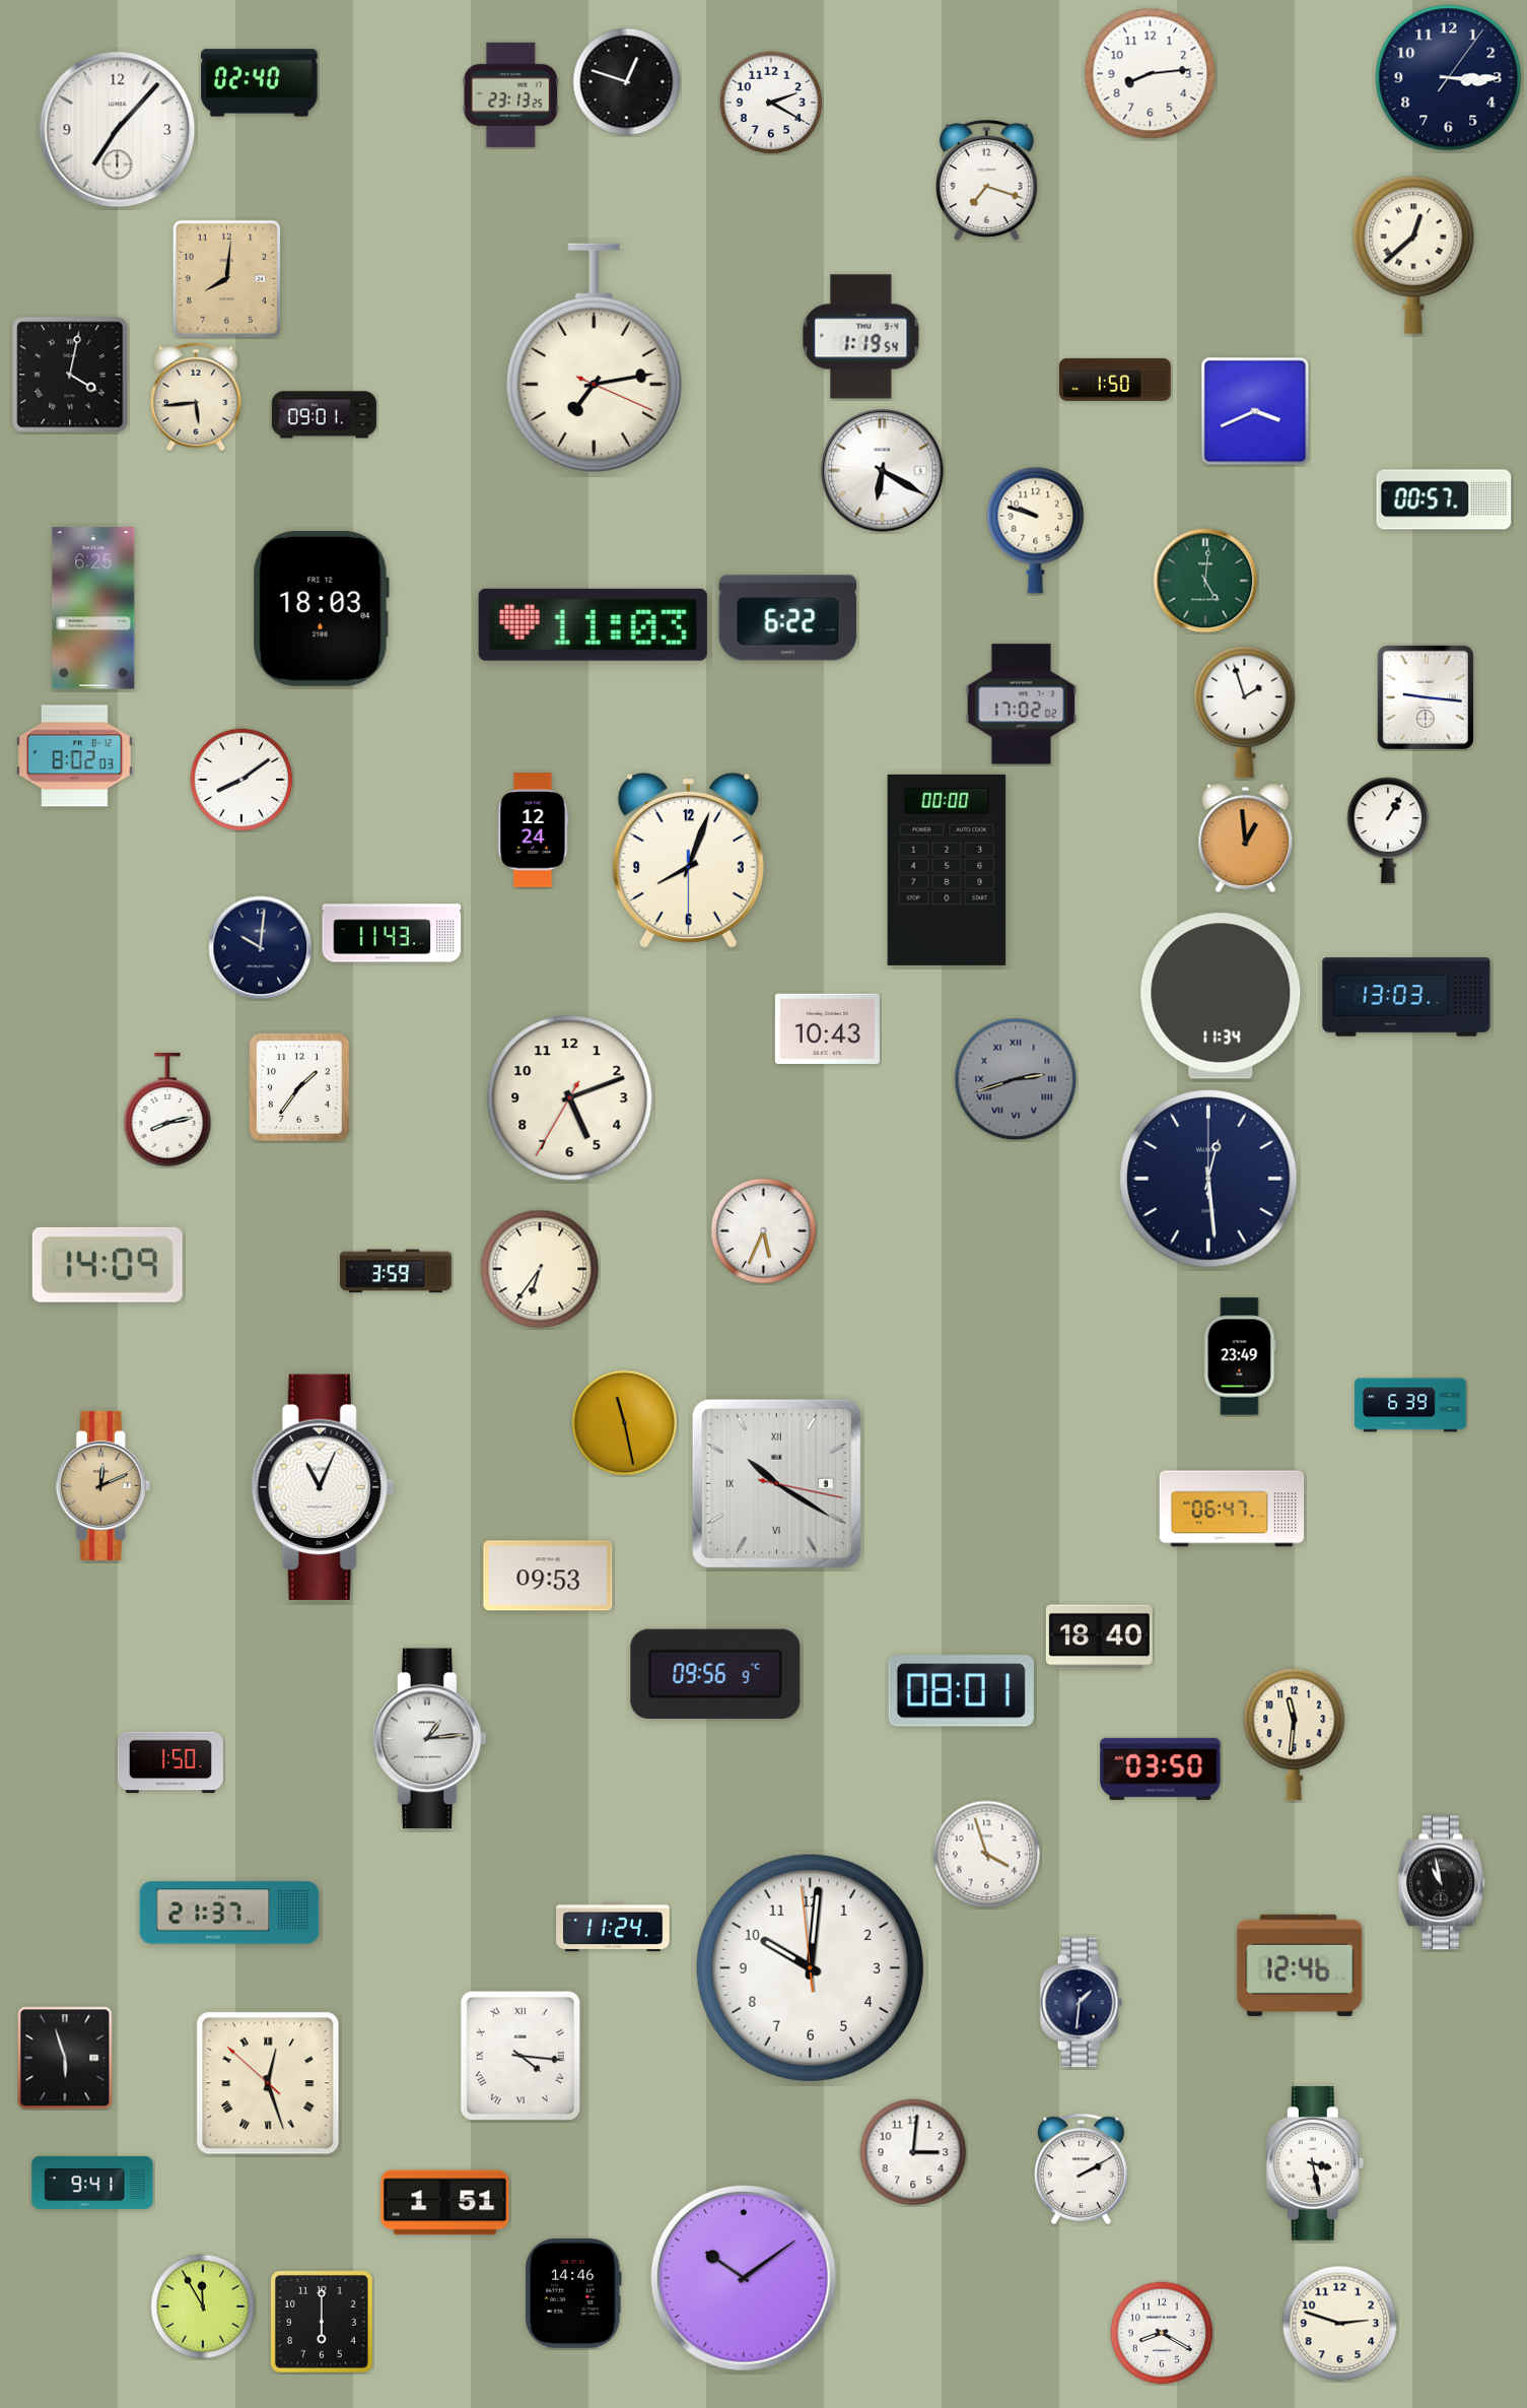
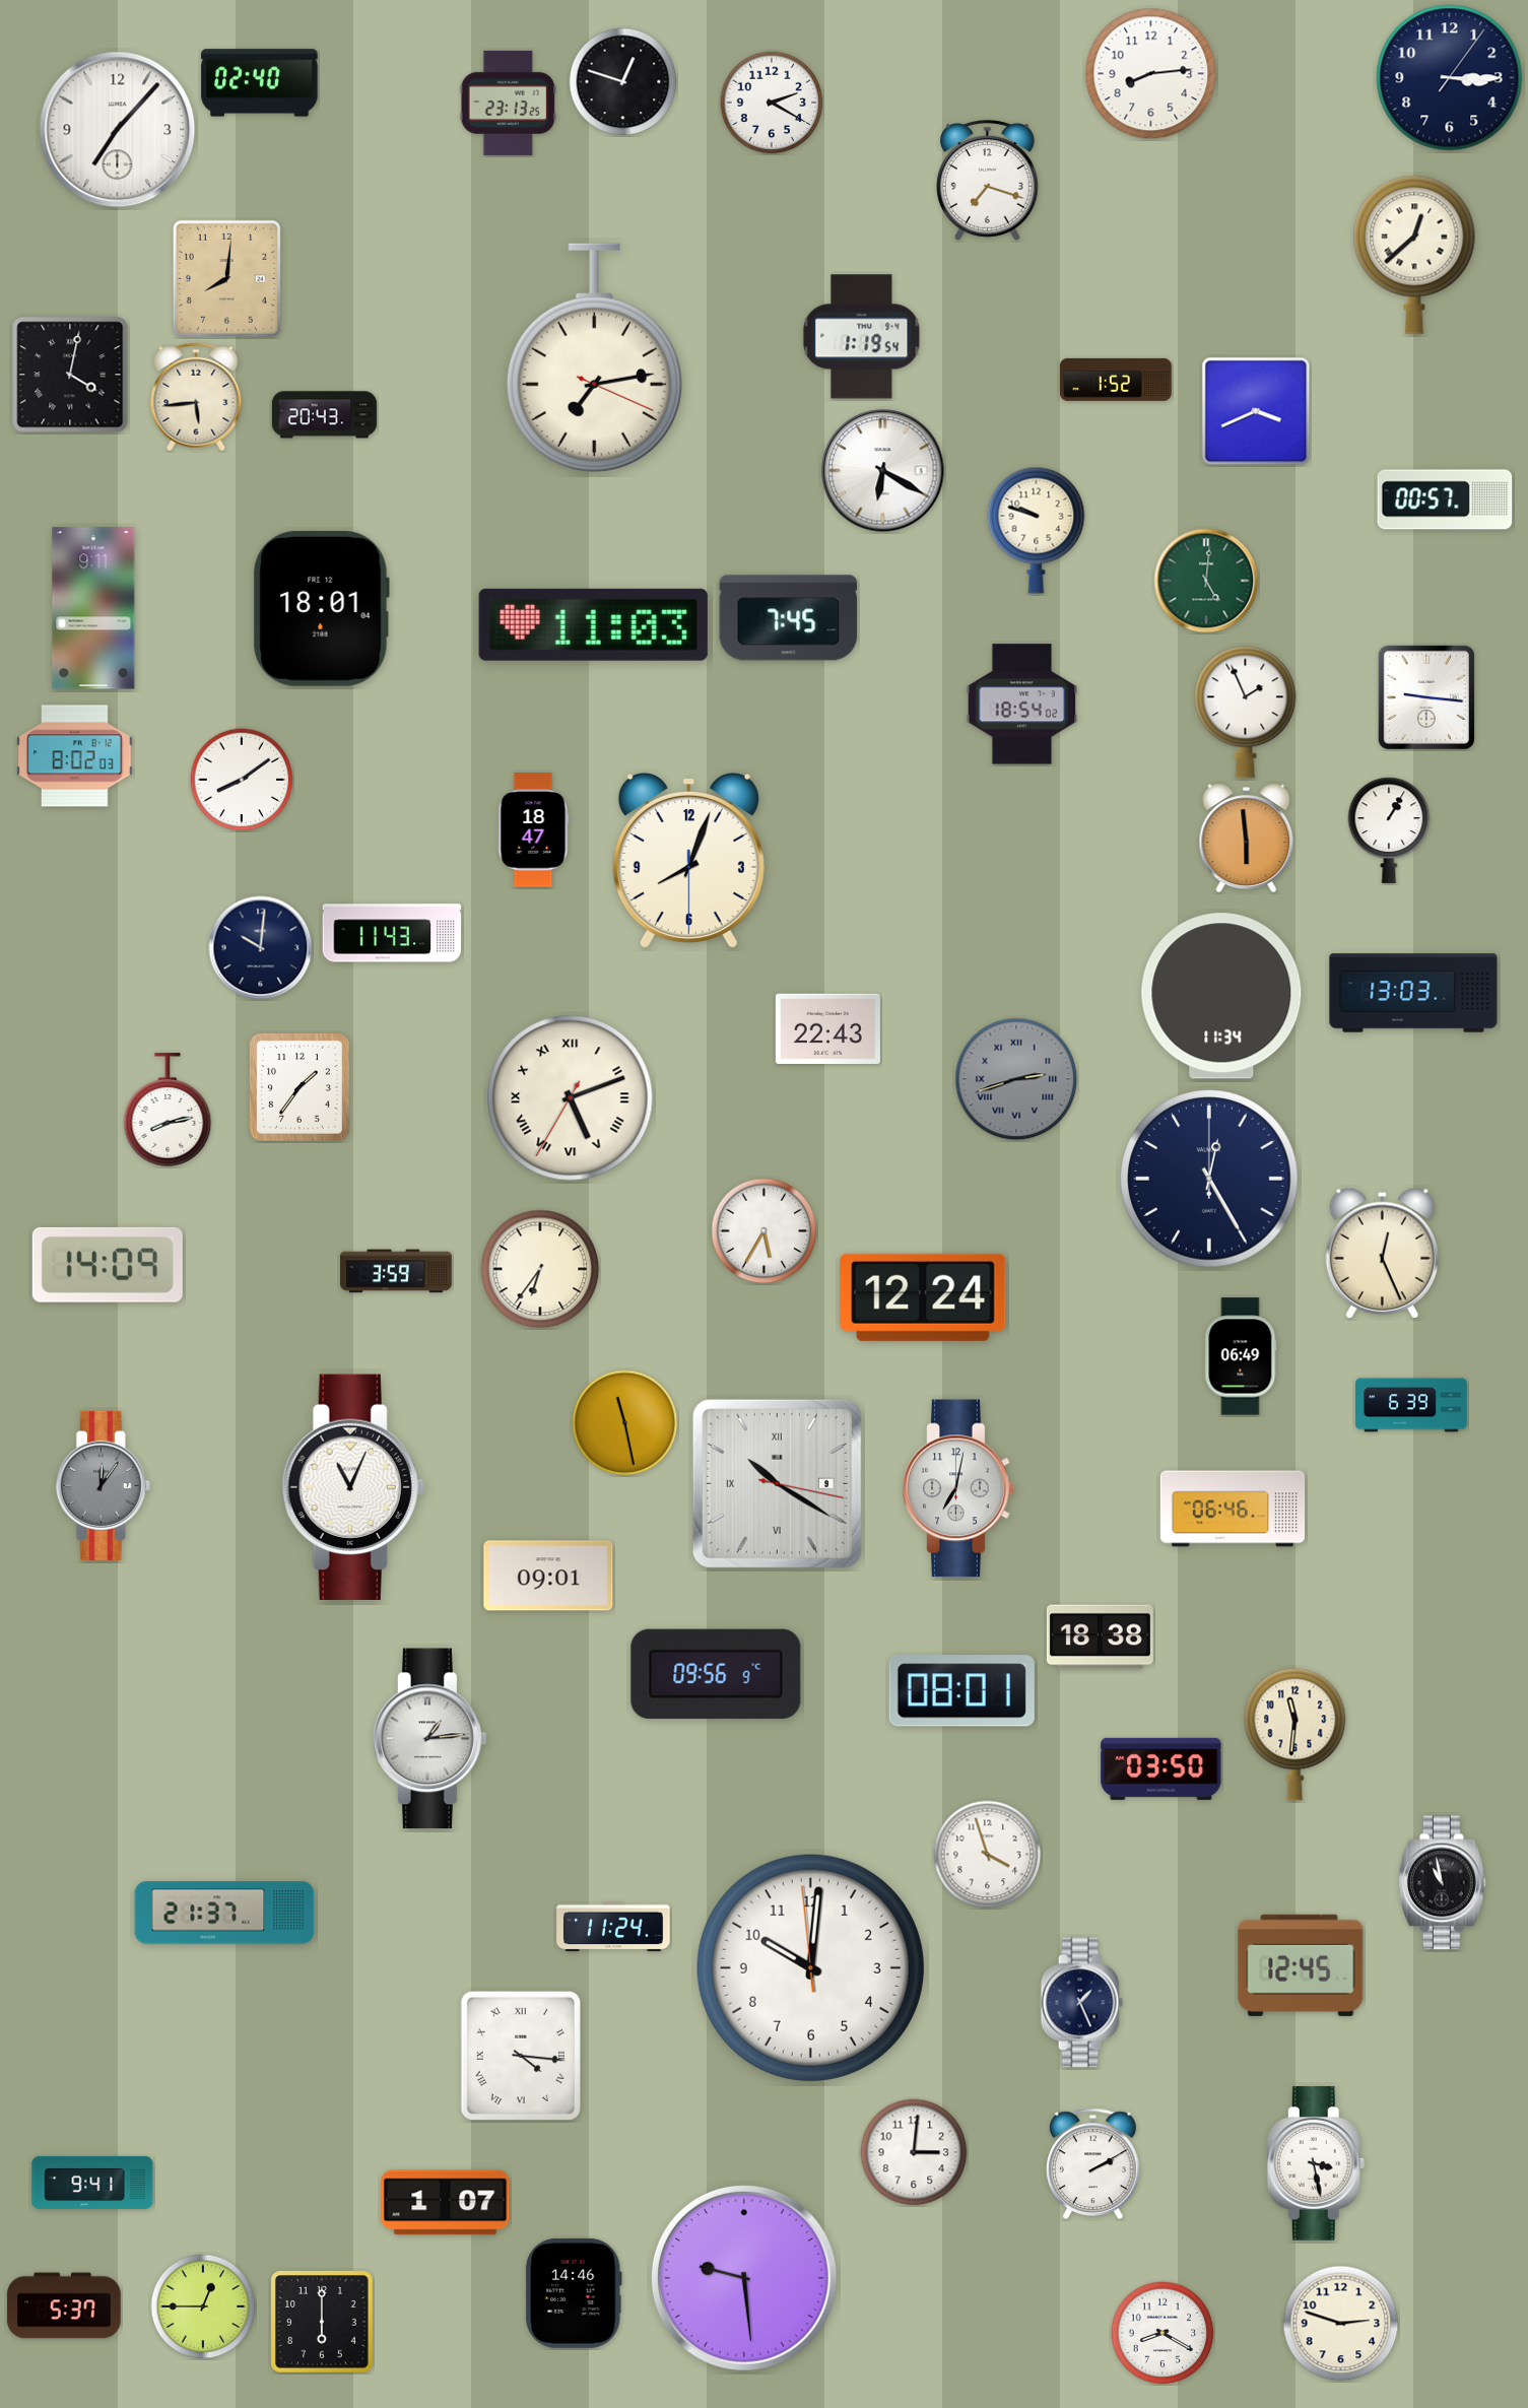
clock at (627, 82) position: (627, 82) -> (623, 82)
clock at (510, 94) position: (510, 94) -> (508, 103)
clock at (1116, 380): 1:50 -> 1:52
clock at (324, 415): 09:01 -> 20:43
clock at (93, 608): 6:25 -> 9:11
clock at (321, 608): 18:03 -> 18:01
clock at (788, 618): 6:22 -> 7:45
clock at (1022, 705): 17:02 -> 18:54
clock at (1245, 713): 1:57 -> 1:56
clock at (534, 830): 12:24 -> 18:47
clock at (1246, 839): 12:59 -> 5:59
clock at (947, 870): 00:00 -> none
clock at (1406, 997) position: (1406, 997) -> (1413, 993)
clock at (827, 1028): 10:43 -> 22:43
clock at (570, 1098) numerals: Arabic -> Roman
clock at (1208, 1179): 12:29 -> 12:25
clock at (764, 1231): 5:34 -> 5:35
clock at (1382, 1253): none -> 12:26
clock at (923, 1297): none -> 12:24
clock at (1240, 1356): 23:49 -> 06:49
clock at (102, 1485): 12:11 -> 12:06
clock at (102, 1485) dial: champagne -> grey
clock at (323, 1487) position: (323, 1487) -> (353, 1487)
clock at (958, 1488): none -> 7:02
clock at (1232, 1509): 06:47 -> 06:46
clock at (548, 1576): 09:53 -> 09:01
clock at (1099, 1637): 18:40 -> 18:38
clock at (170, 1762): 1:50 -> none
clock at (229, 1913) position: (229, 1913) -> (224, 1913)
clock at (1300, 1965): 12:46 -> 12:45
clock at (1081, 2003): 1:31 -> 1:26
clock at (65, 2058): 5:57 -> none
clock at (268, 2083): 12:26 -> none
clock at (1082, 2168) position: (1082, 2168) -> (1093, 2163)
clock at (445, 2203): 1:51 -> 1:07
clock at (744, 2278): 10:09 -> 9:29
clock at (64, 2305): none -> 5:37
clock at (203, 2306): 11:55 -> 12:45
